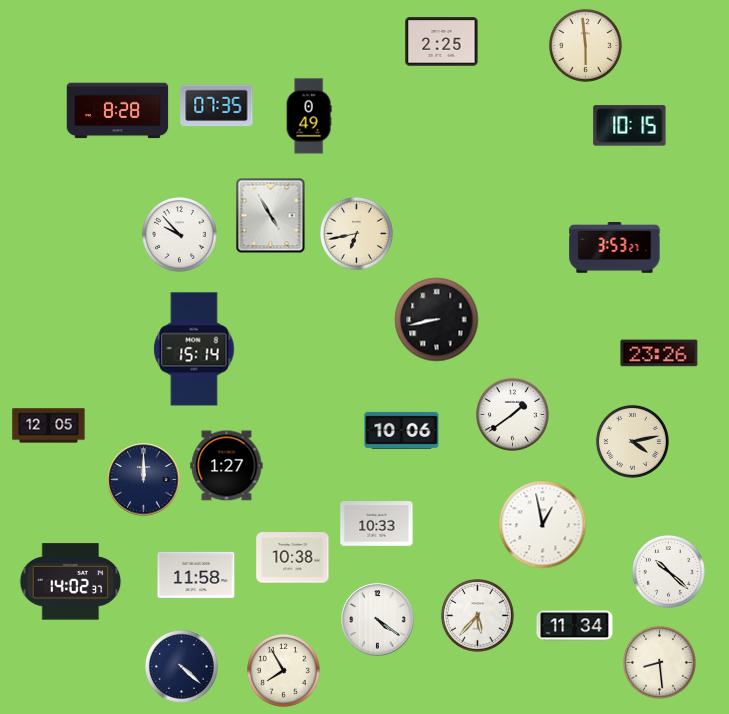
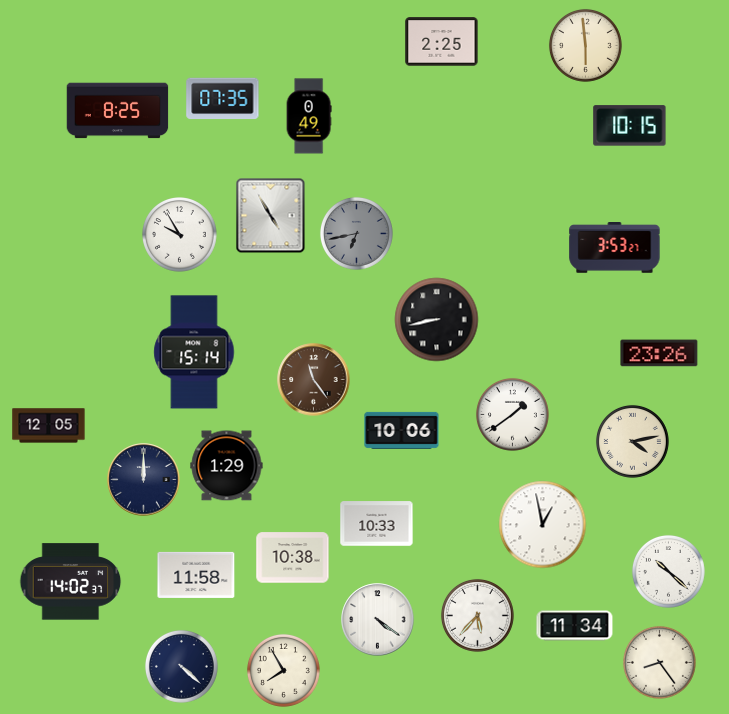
clock at (217, 106) position: (217, 106) -> (223, 99)
clock at (118, 111): 8:28 -> 8:25
clock at (356, 233) dial: cream -> grey
clock at (180, 235): 9:53 -> 9:55
clock at (194, 349) position: (194, 349) -> (194, 352)
clock at (314, 380): none -> 11:24
clock at (227, 466): 1:27 -> 1:29
clock at (659, 662): 8:29 -> 8:24
